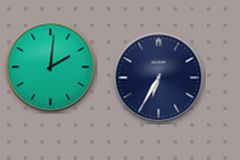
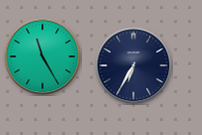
clock at (51, 68): 2:01 -> 11:25
